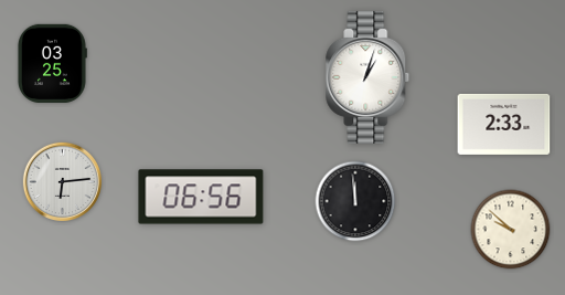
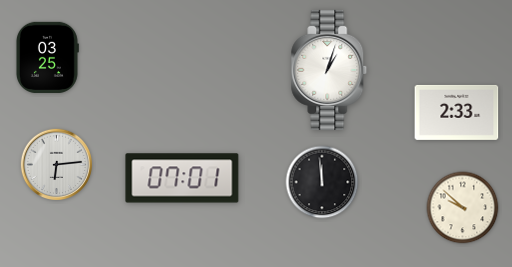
clock at (367, 77) position: (367, 77) -> (329, 70)
clock at (201, 197): 06:56 -> 07:01
